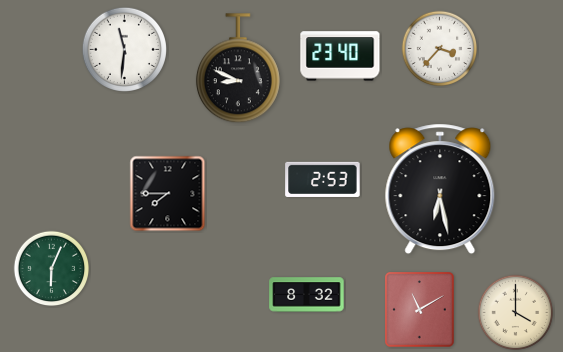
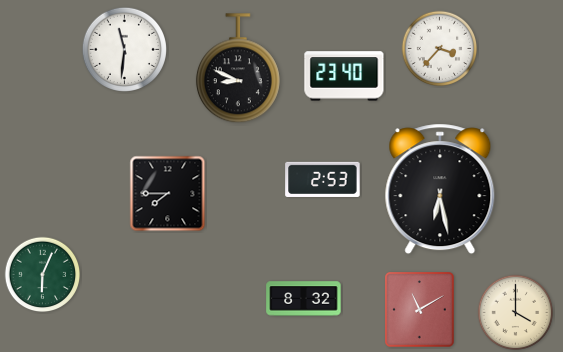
clock at (340, 56) position: (340, 56) -> (344, 76)
clock at (52, 269) position: (52, 269) -> (43, 275)
clock at (307, 295) position: (307, 295) -> (304, 299)
